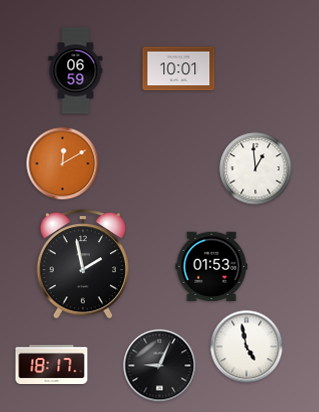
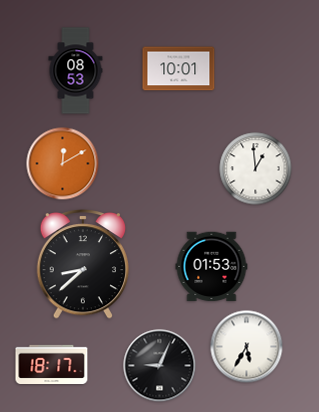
clock at (76, 71): 06:59 -> 08:53
clock at (83, 264): 1:58 -> 8:38
clock at (247, 347): 4:58 -> 5:35
